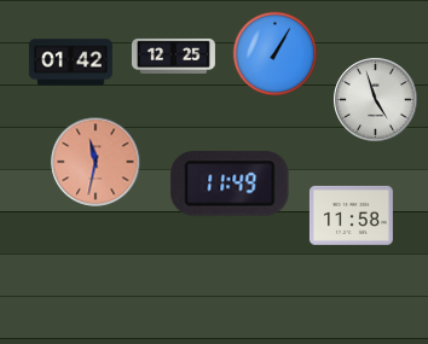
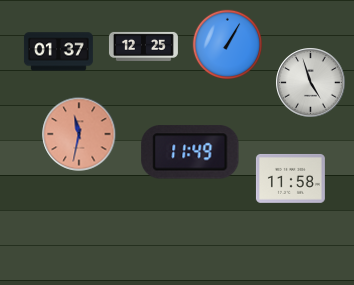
clock at (70, 63): 01:42 -> 01:37
